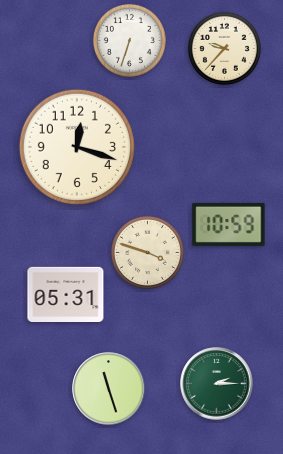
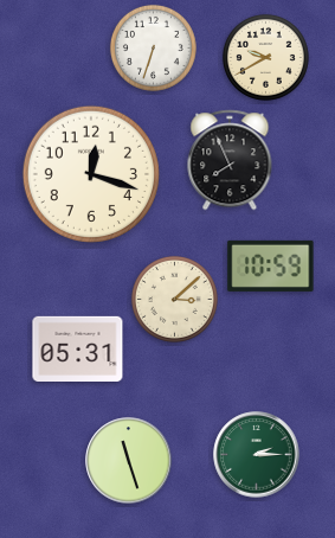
clock at (224, 48): 9:37 -> 9:40
clock at (230, 160): none -> 7:56
clock at (147, 252): 3:48 -> 3:08
